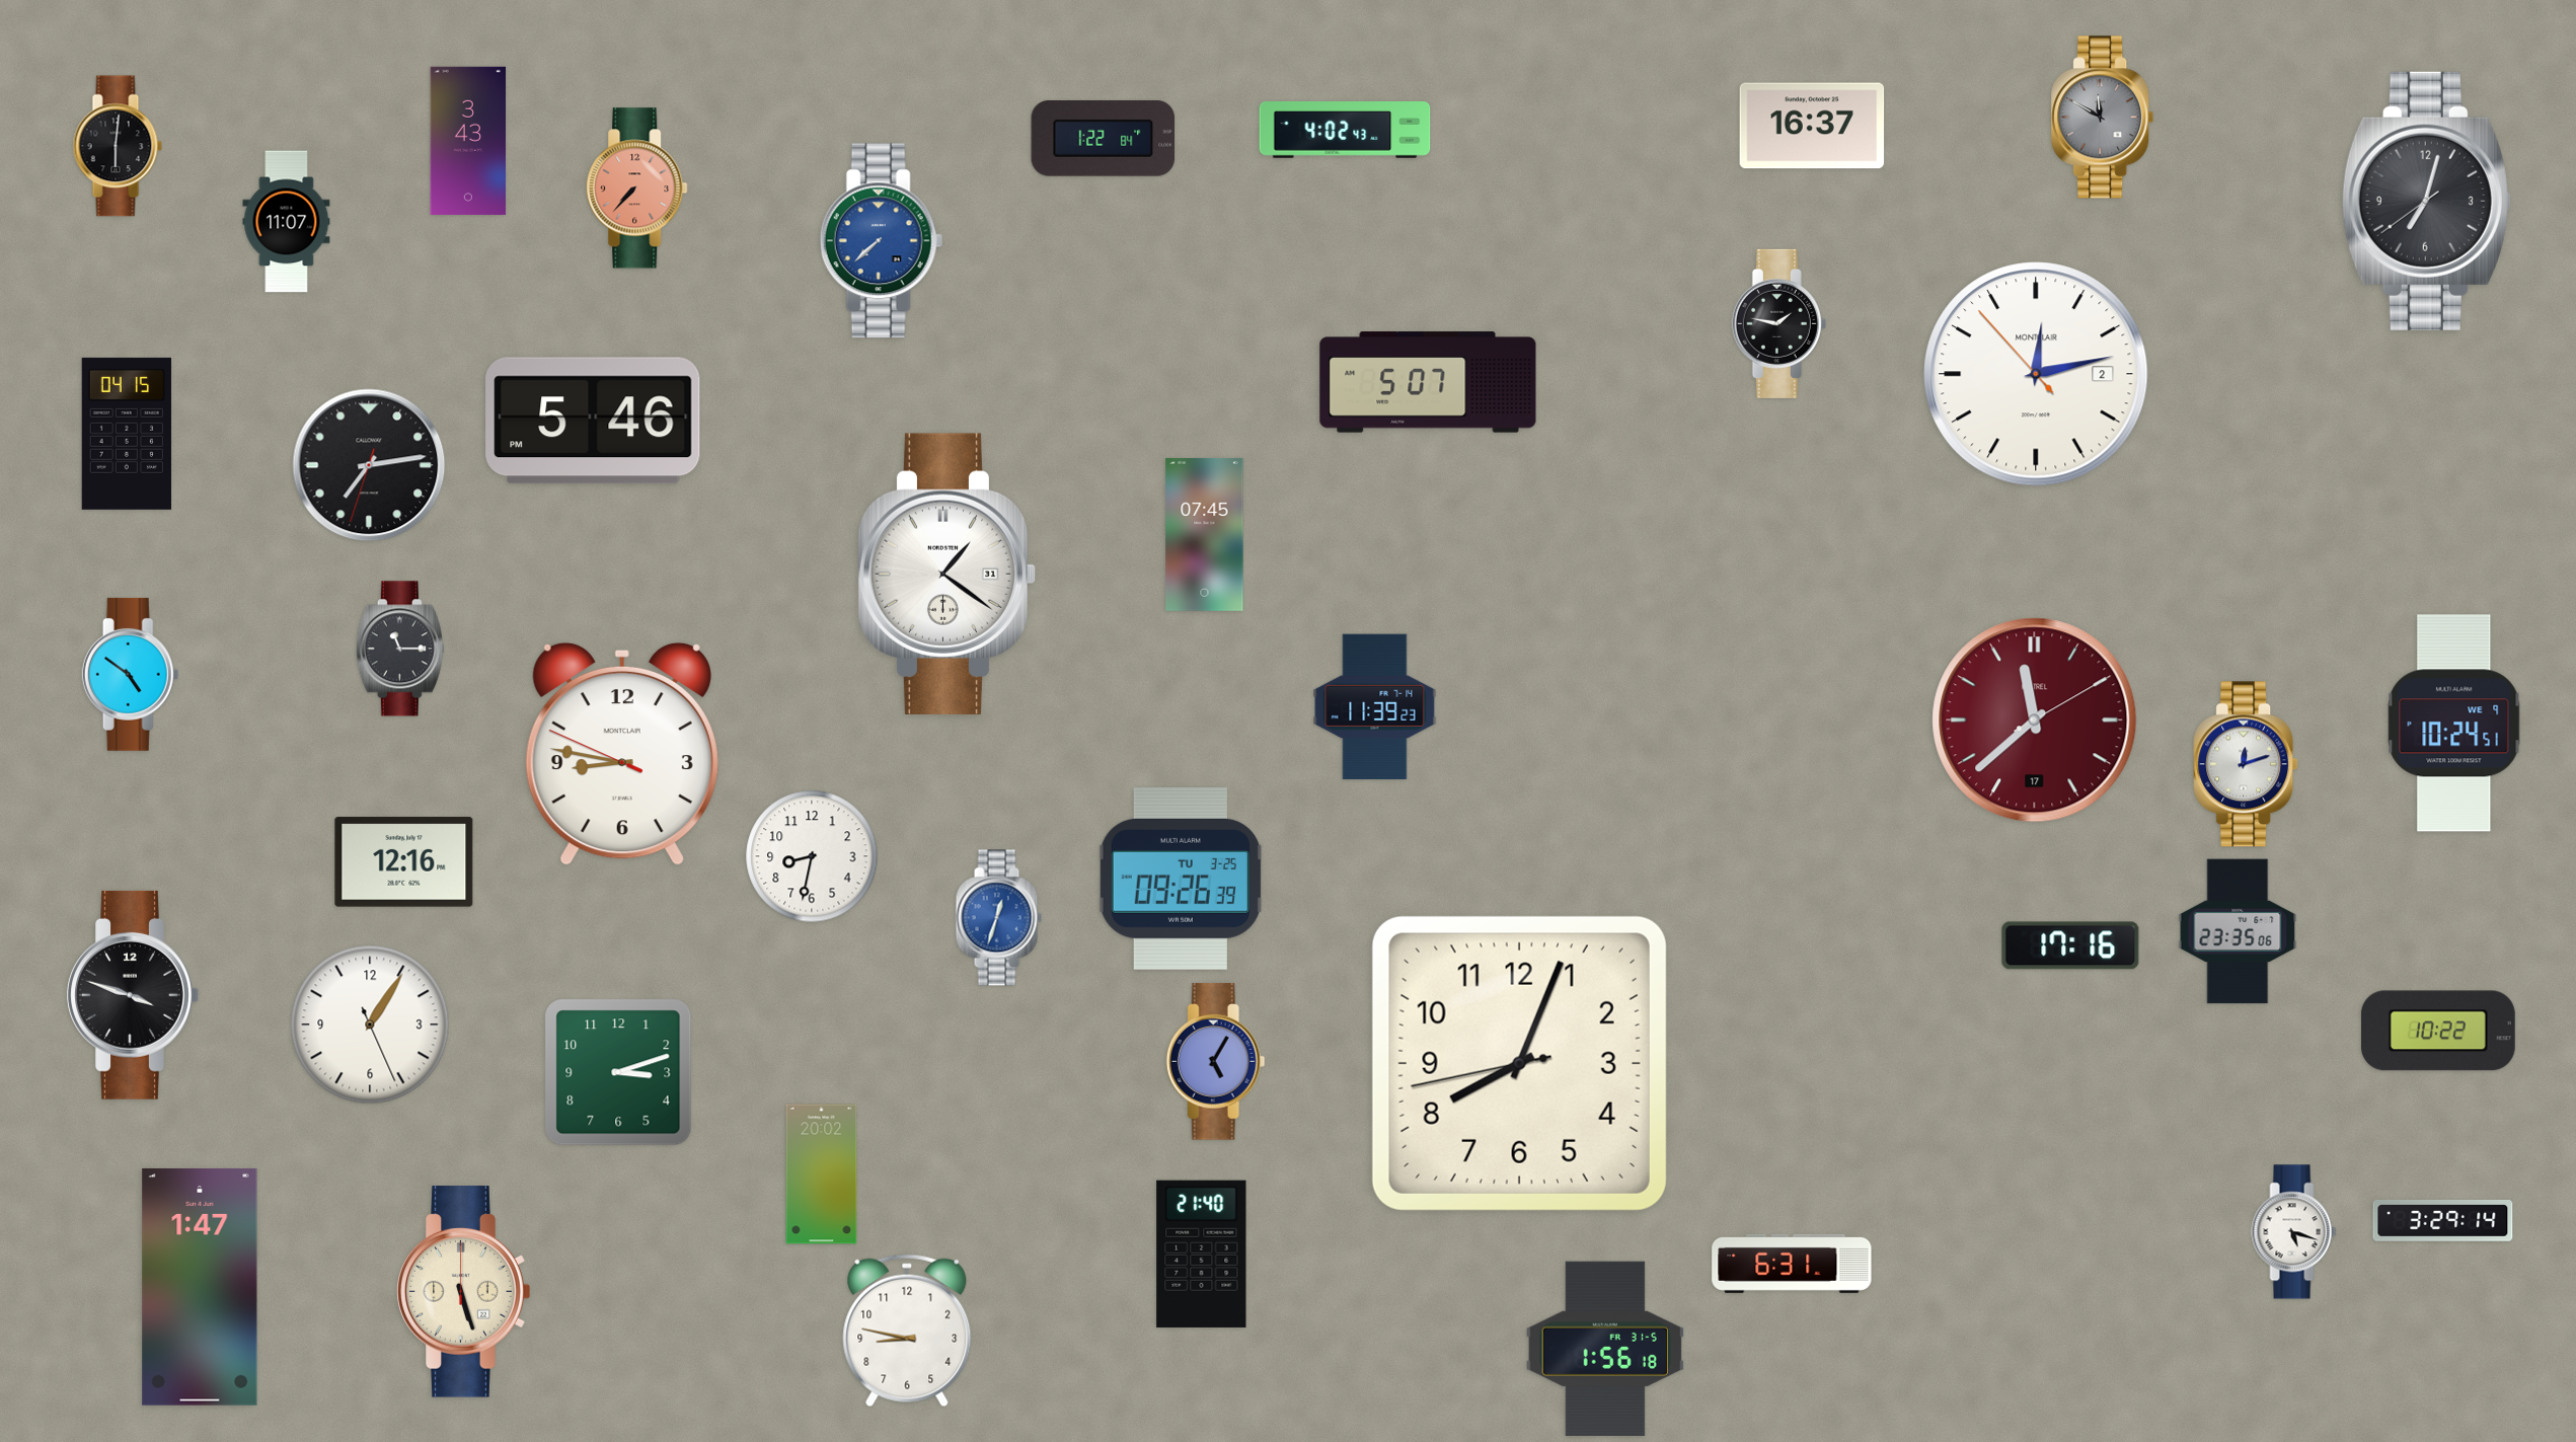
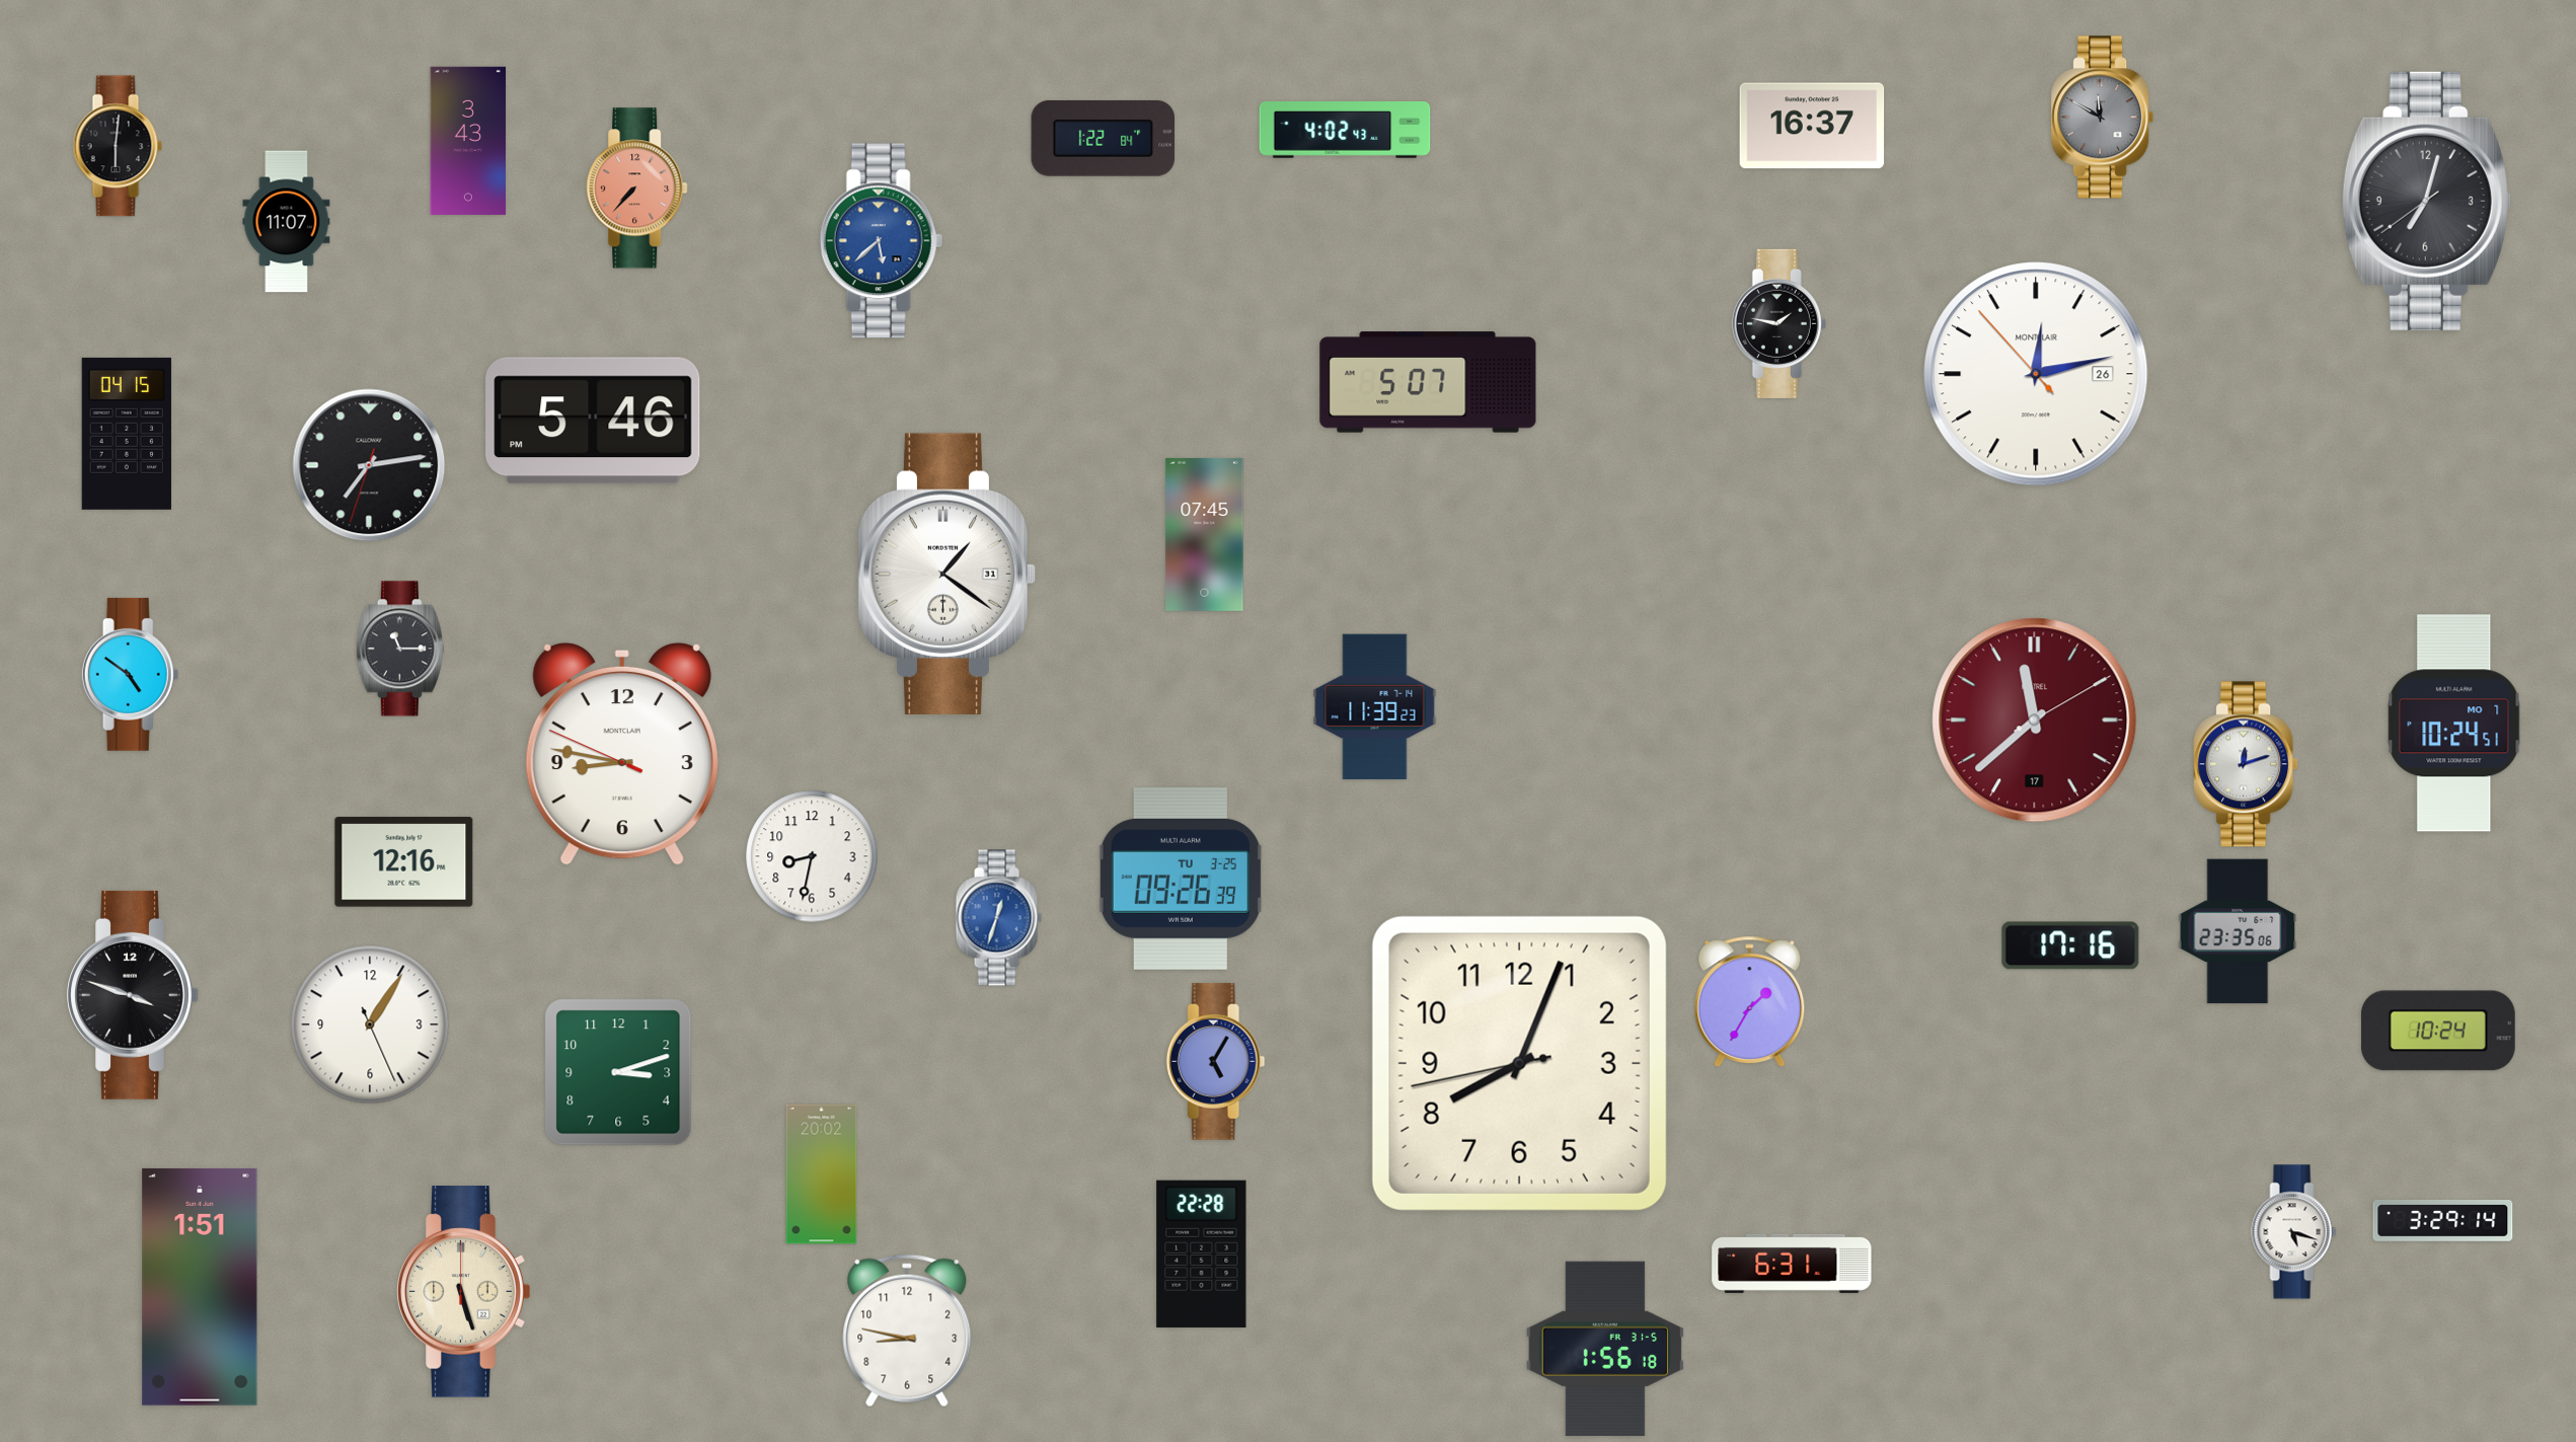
clock at (881, 241): 7:38 -> 5:38
clock at (2036, 374) date: 2 -> 26
clock at (2454, 724) date: WE 9 -> MO 7
clock at (1750, 1001): none -> 1:35
clock at (2438, 1031): 10:22 -> 10:24
clock at (1202, 1254): 21:40 -> 22:28
clock at (200, 1287): 1:47 -> 1:51
